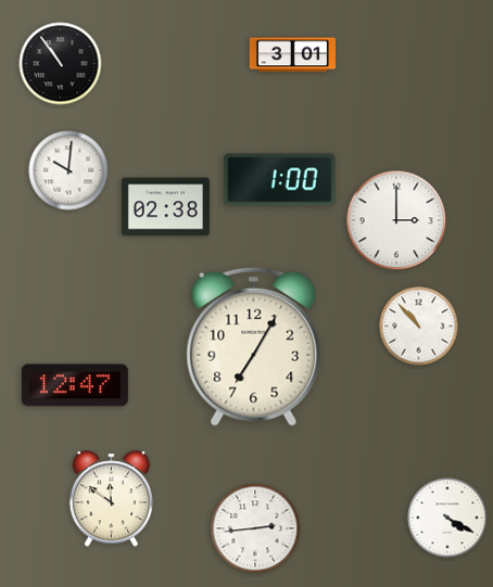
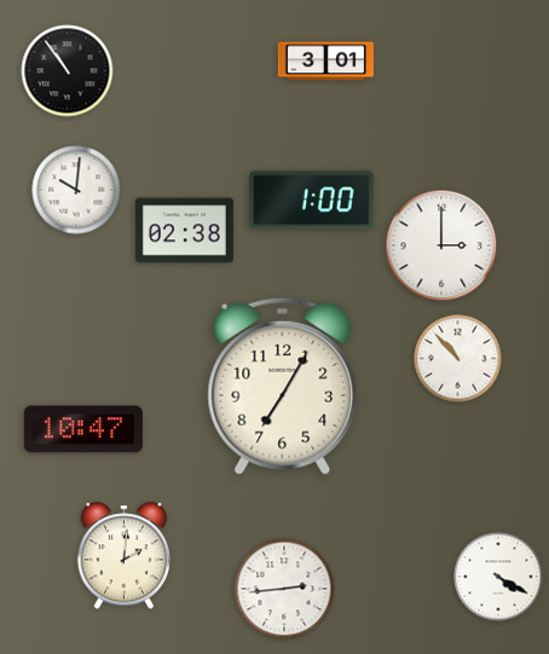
clock at (419, 327) position: (419, 327) -> (458, 359)
clock at (75, 385): 12:47 -> 10:47
clock at (112, 499): 11:51 -> 2:01
